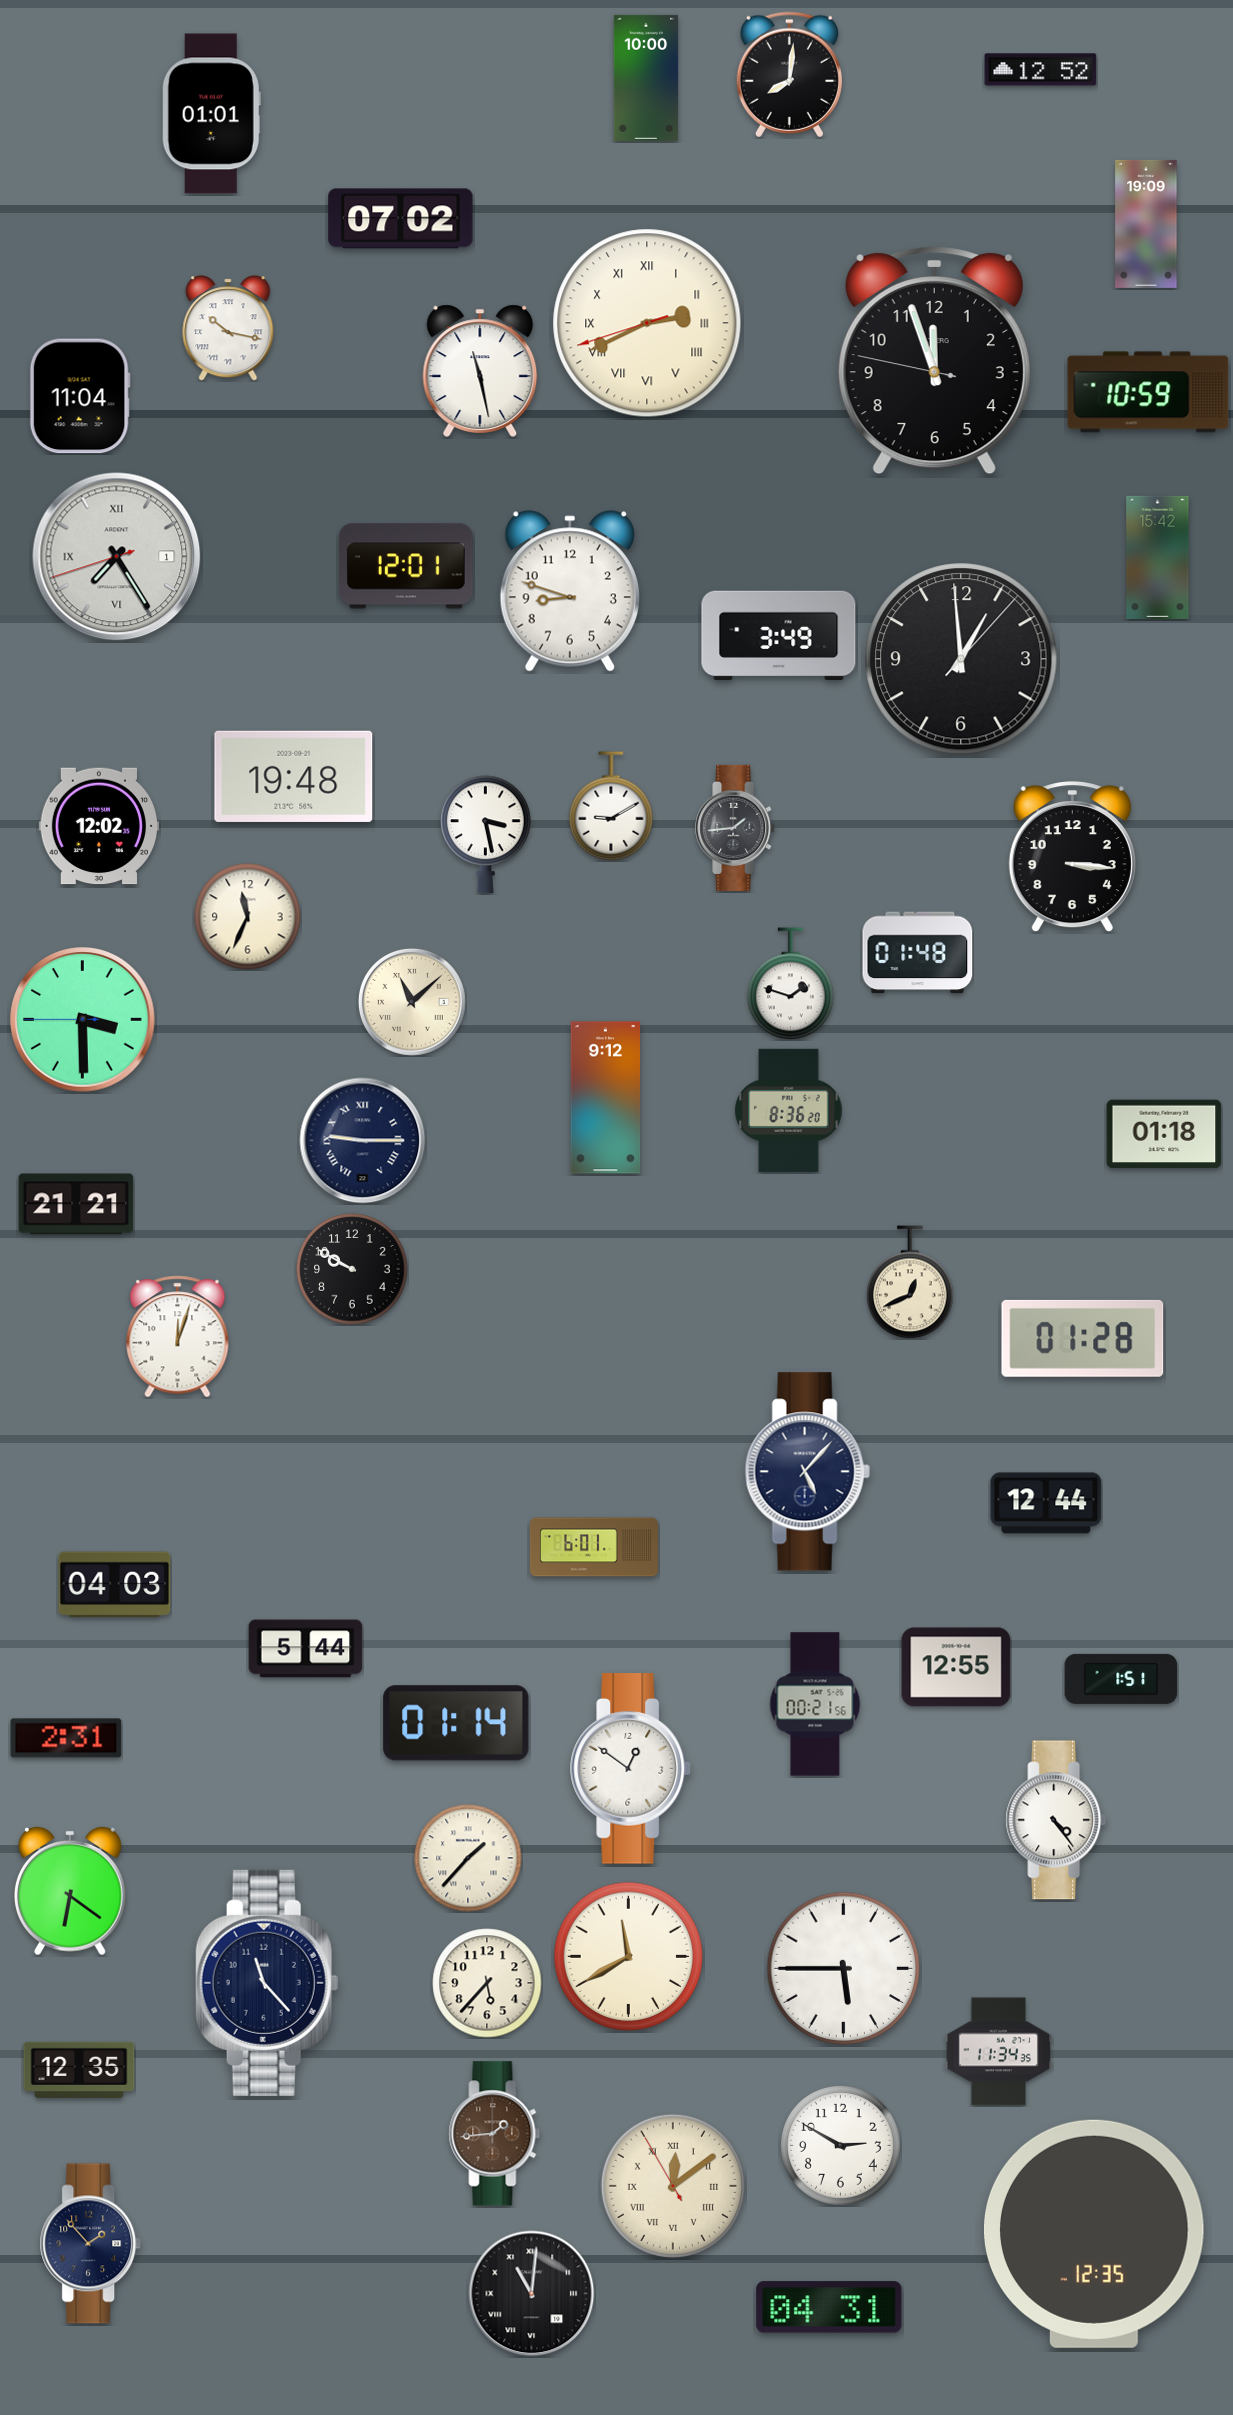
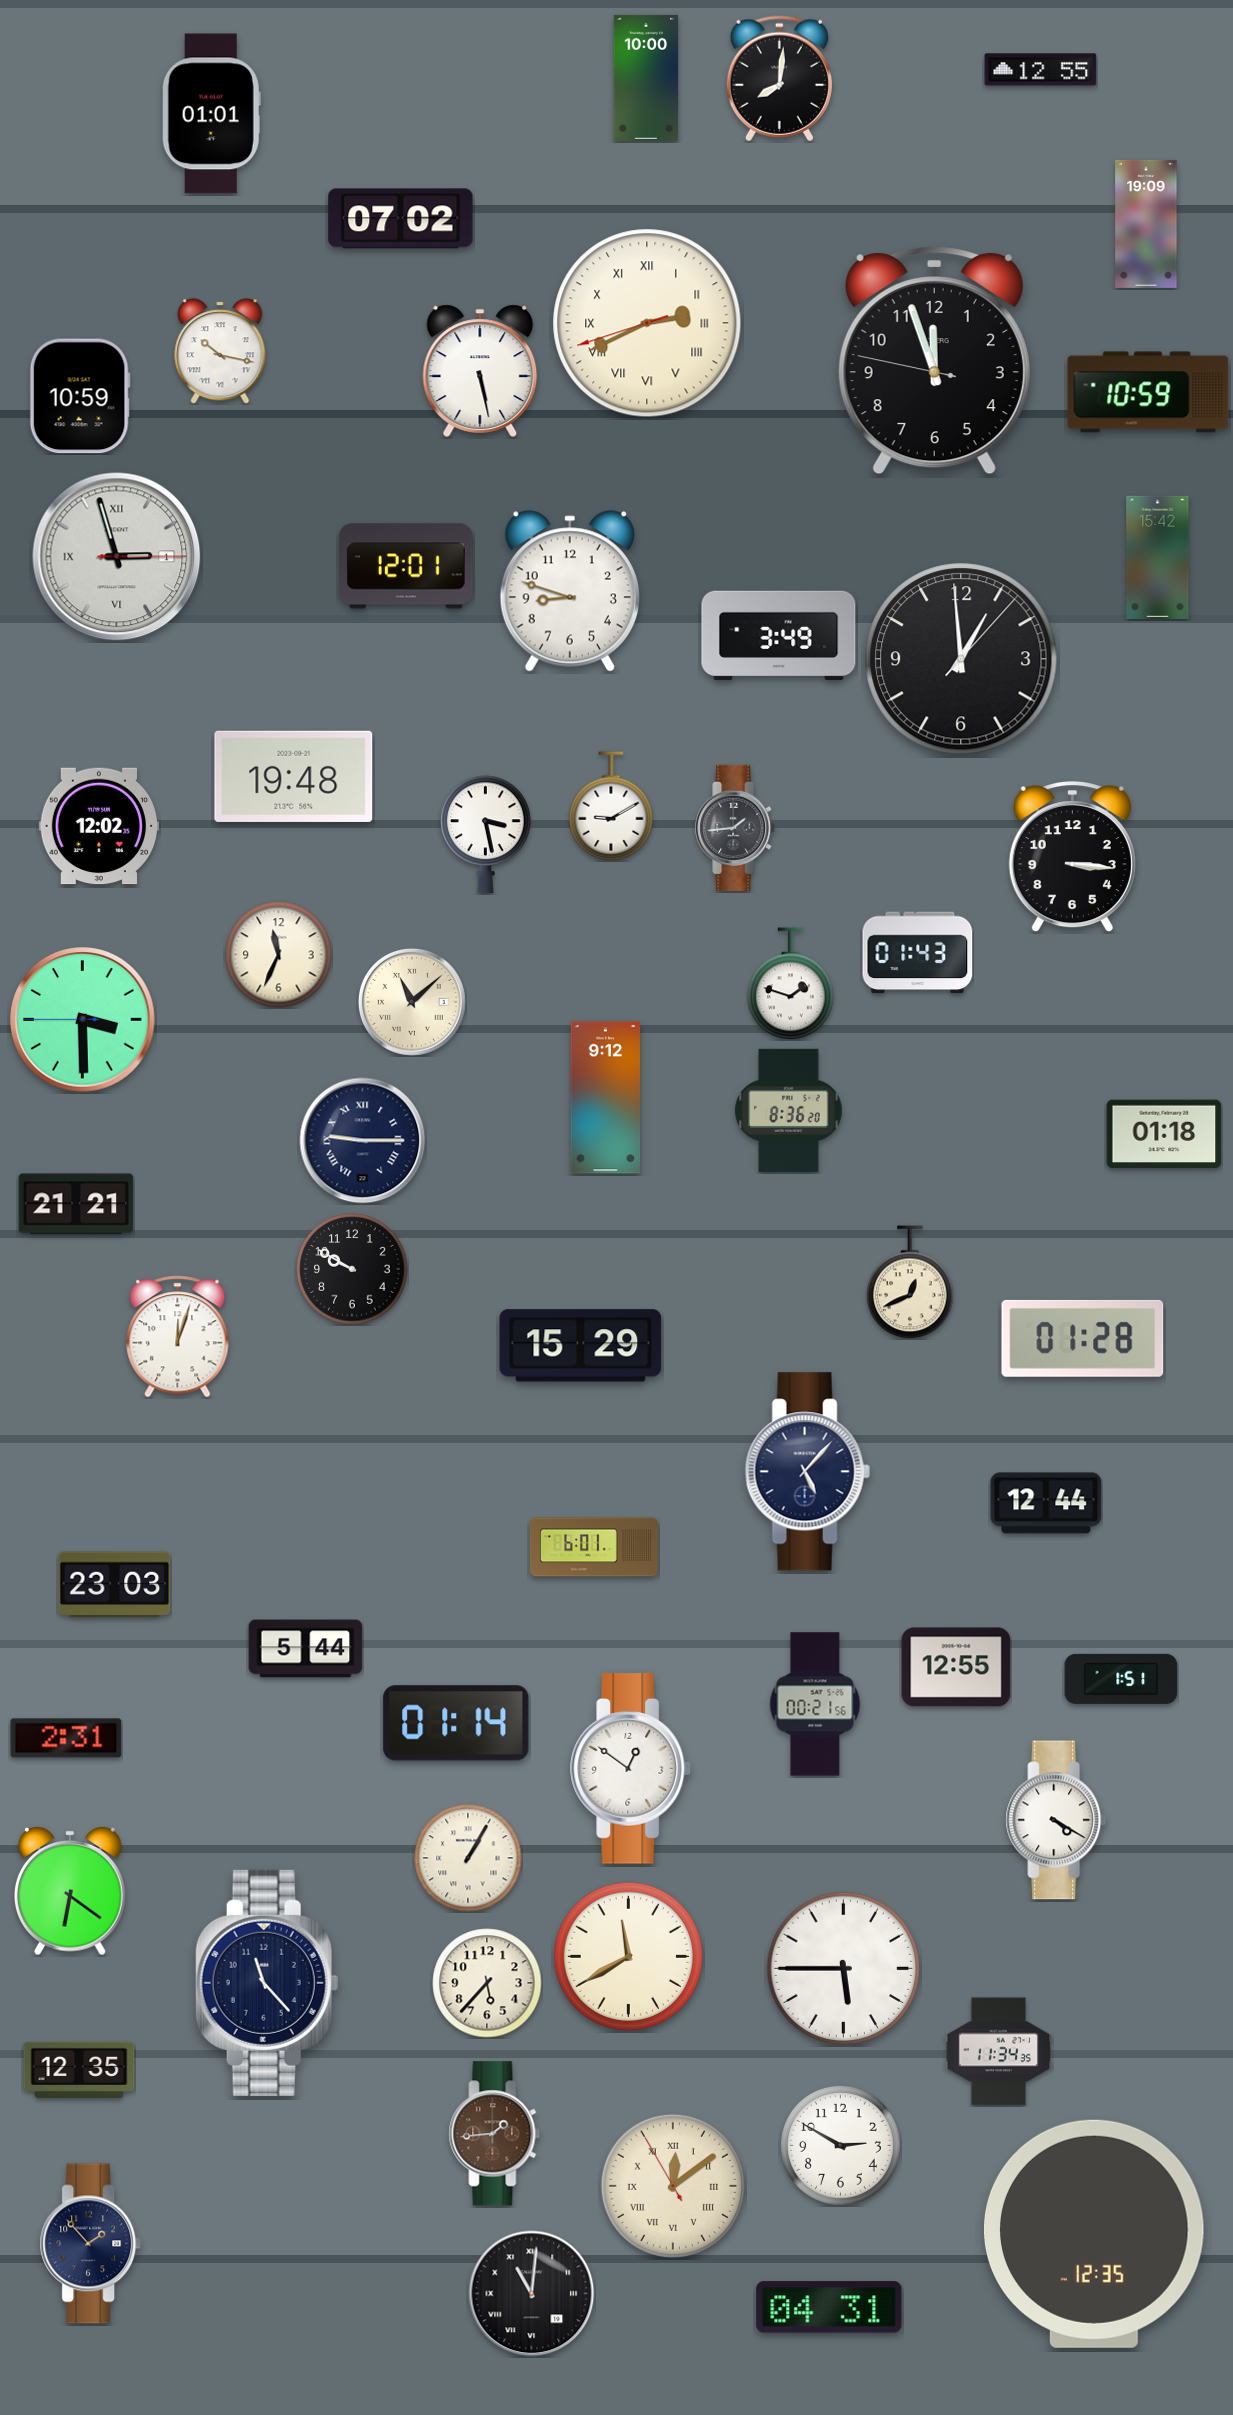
clock at (1041, 70): 12:52 -> 12:55
clock at (789, 75) position: (789, 75) -> (779, 79)
clock at (228, 328) position: (228, 328) -> (220, 351)
clock at (480, 371): 11:28 -> 5:28
clock at (80, 396): 11:04 -> 10:59
clock at (117, 557): 7:24 -> 2:57
clock at (248, 917) position: (248, 917) -> (279, 955)
clock at (918, 953): 01:48 -> 01:43
clock at (581, 1346): none -> 15:29
clock at (115, 1585): 04:03 -> 23:03
clock at (1056, 1820): 4:24 -> 4:20
clock at (468, 1858): 1:37 -> 1:05
